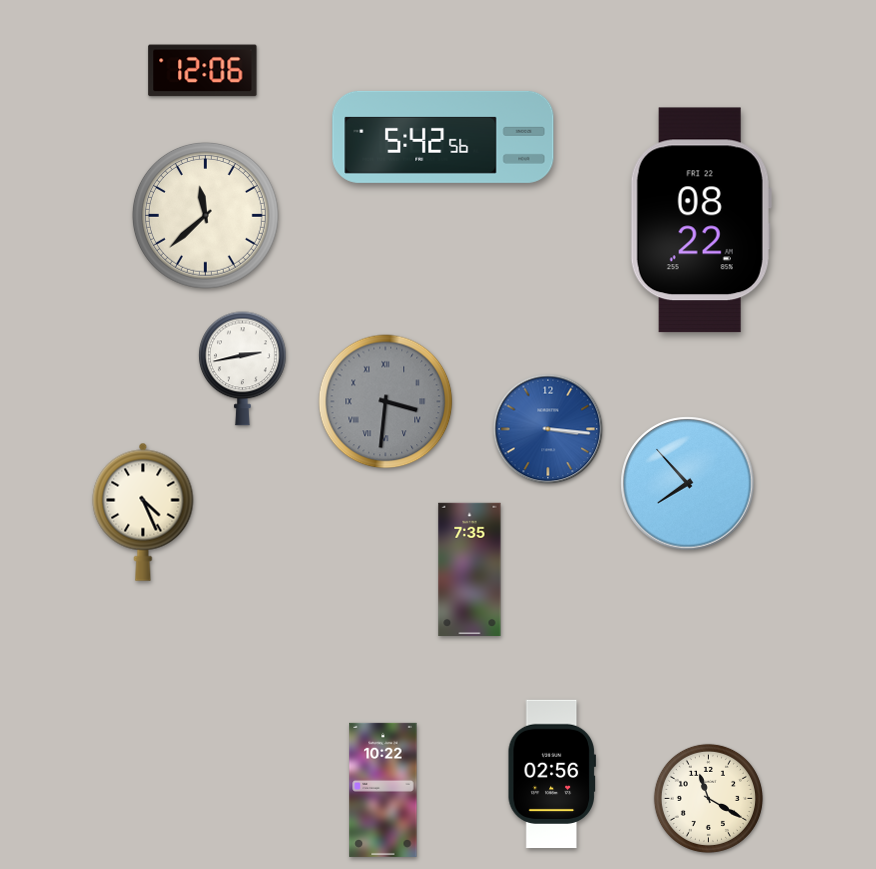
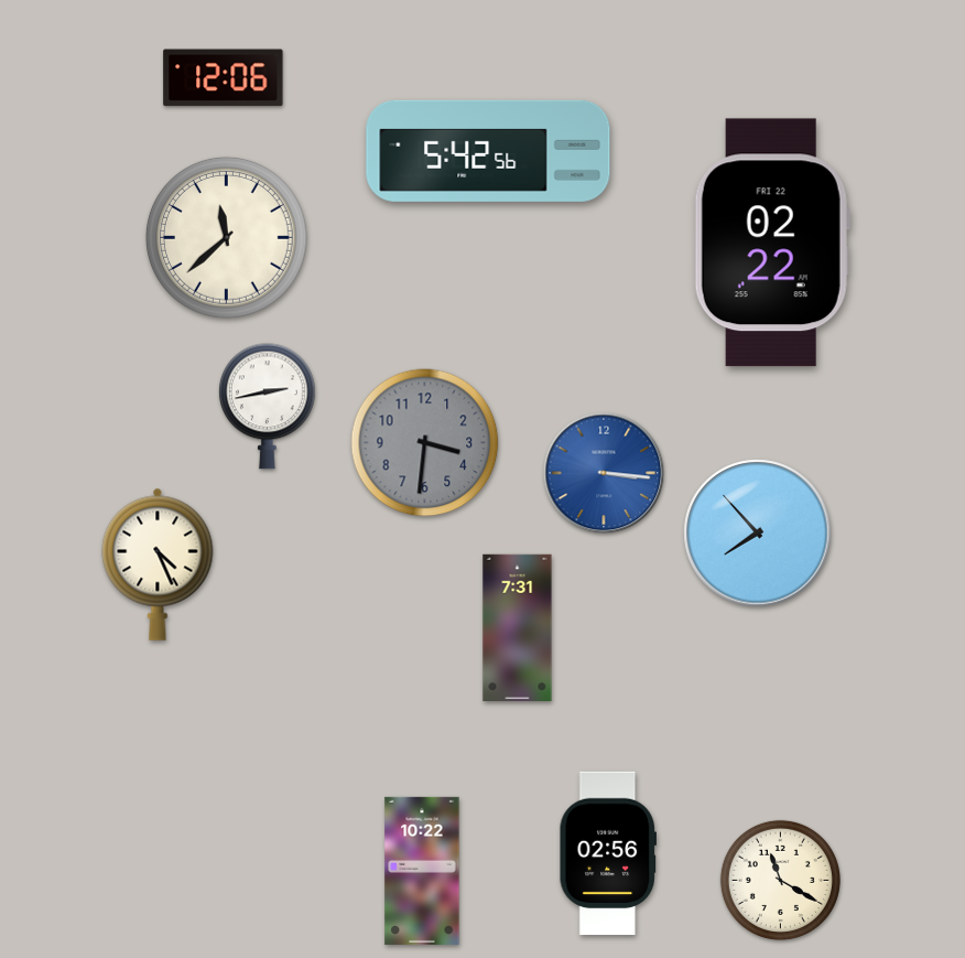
clock at (701, 220): 08:22 -> 02:22
clock at (386, 402) numerals: Roman -> Arabic
clock at (470, 569): 7:35 -> 7:31
